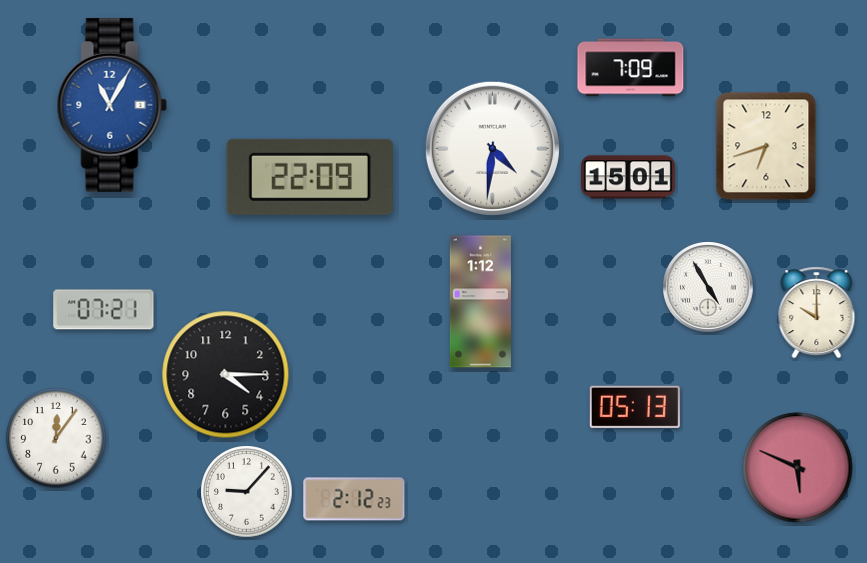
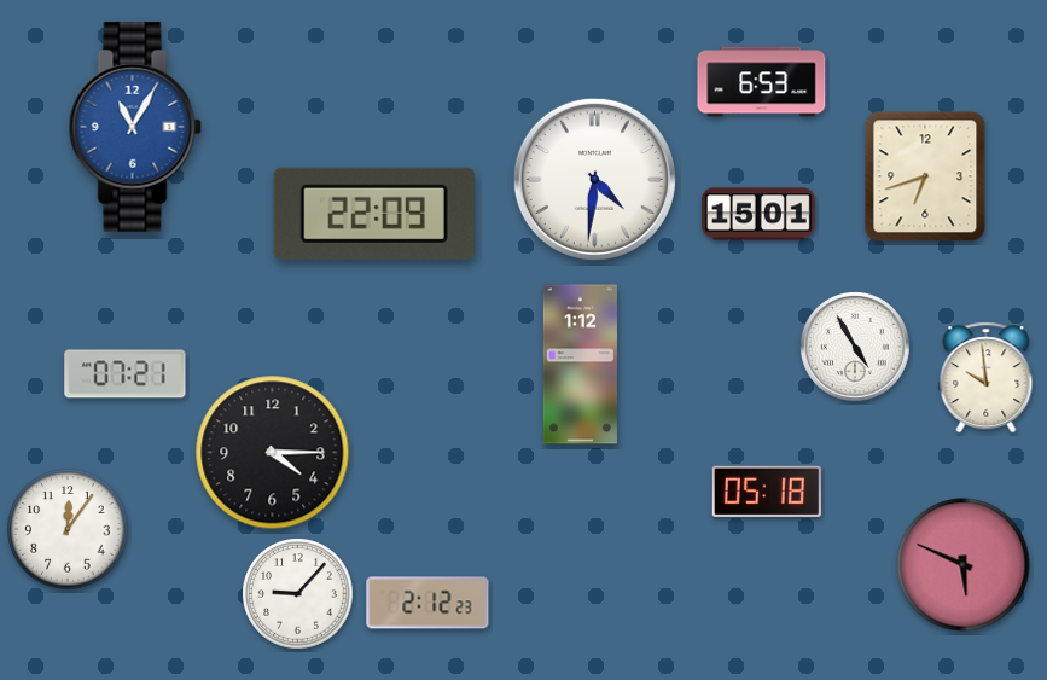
clock at (631, 68): 7:09 -> 6:53
clock at (817, 313): 10:00 -> 9:59
clock at (635, 407): 05:13 -> 05:18
